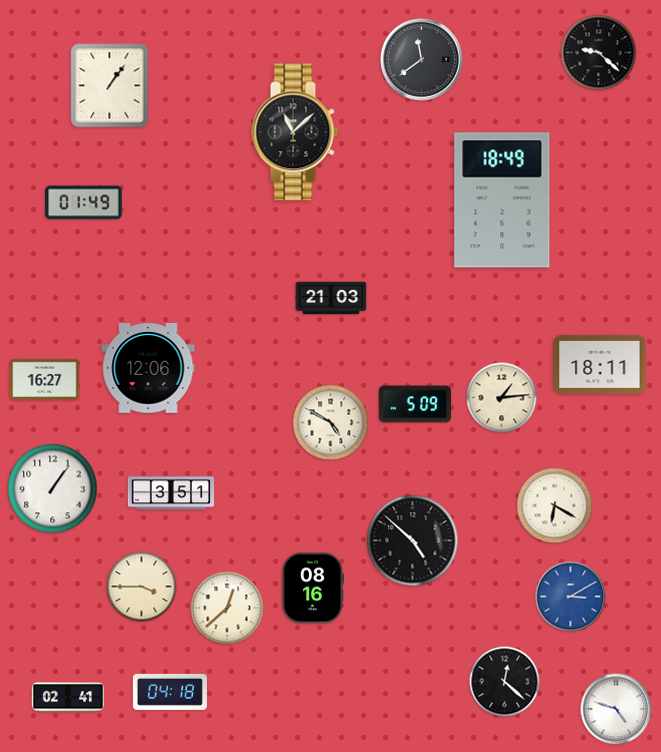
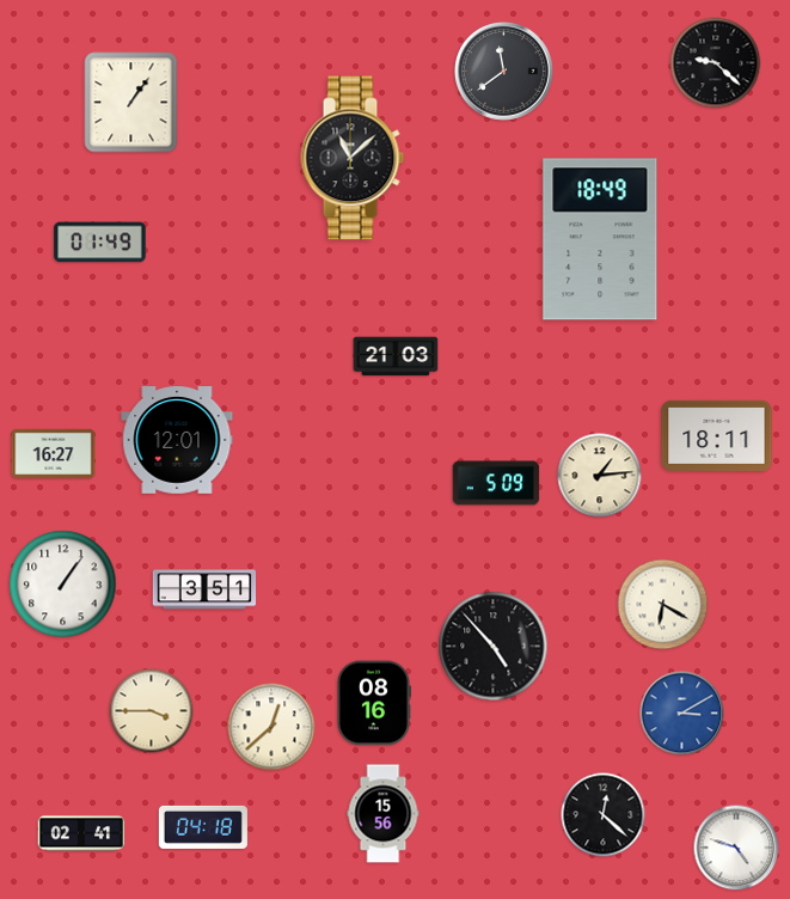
clock at (148, 369): 12:06 -> 12:01
clock at (331, 423): 4:50 -> none
clock at (413, 541): 4:52 -> 4:53
clock at (142, 587) position: (142, 587) -> (152, 711)
clock at (384, 814): none -> 15:56
